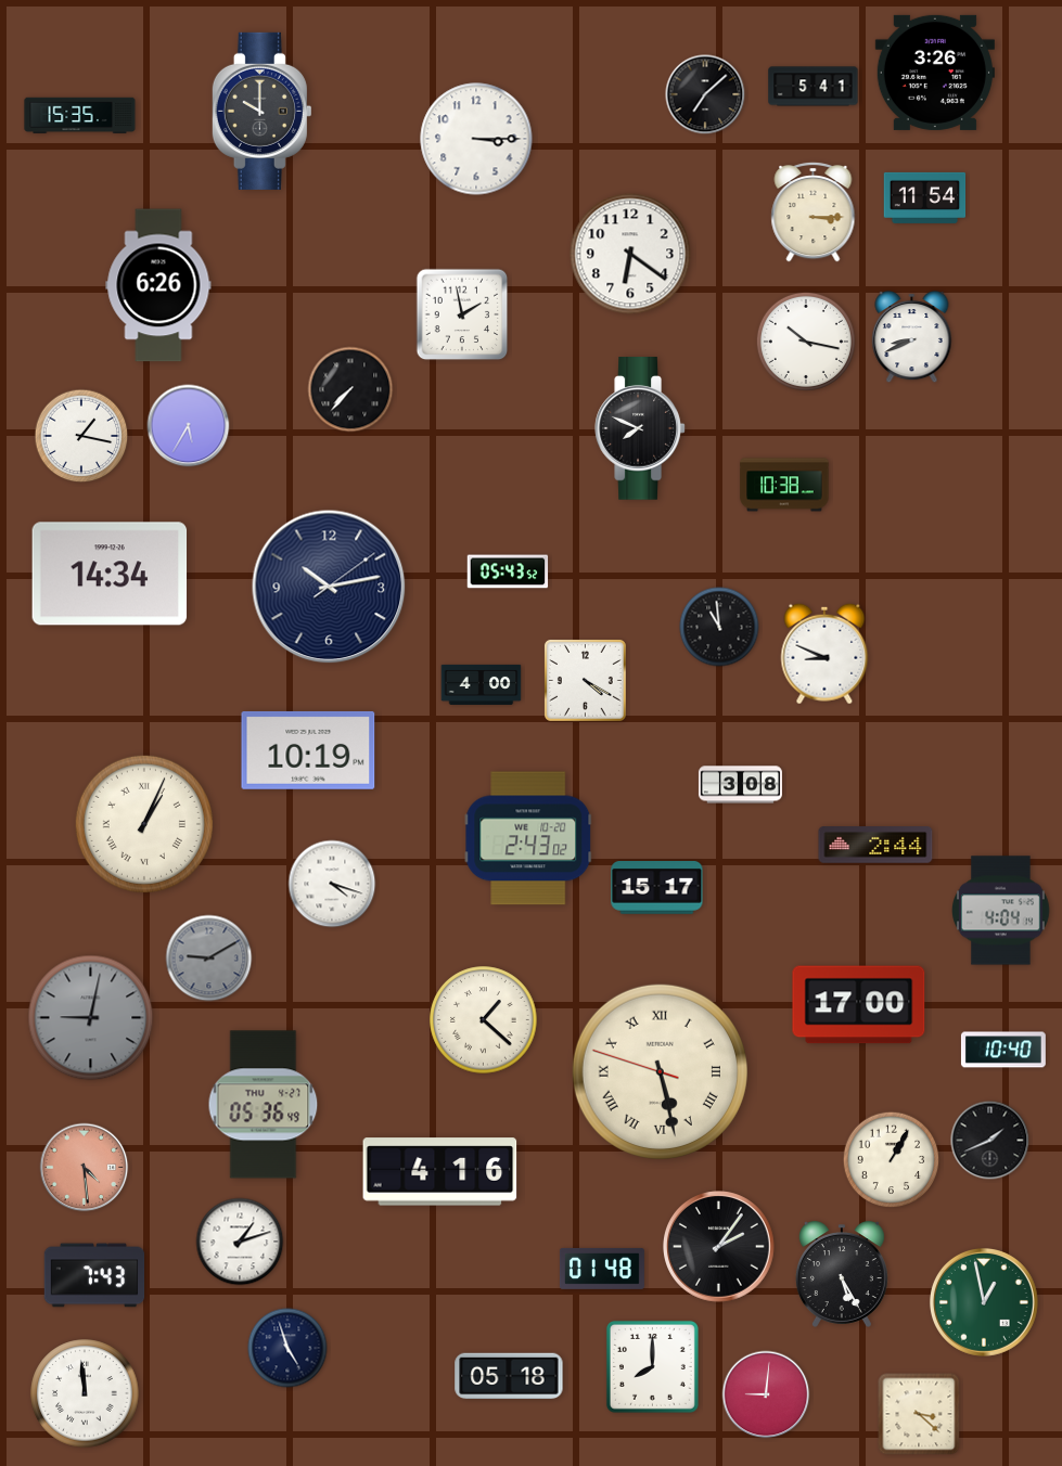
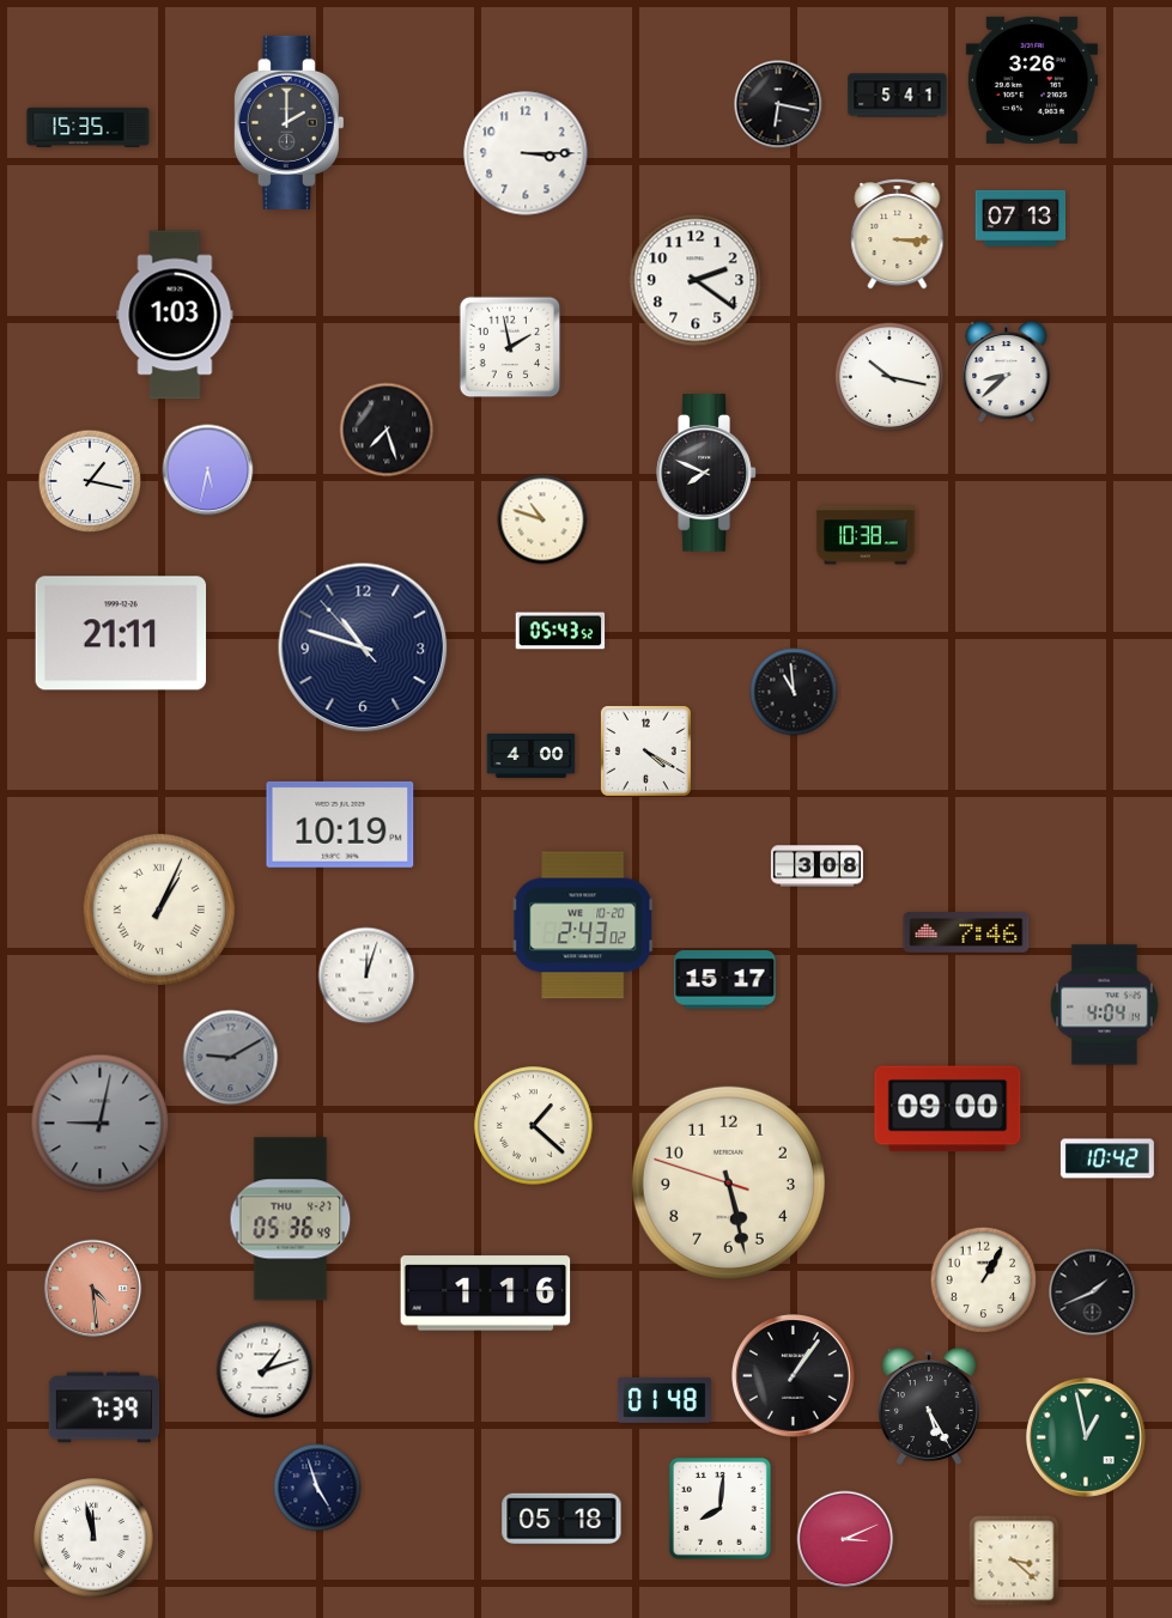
clock at (705, 94): 7:08 -> 6:17
clock at (261, 111): 10:00 -> 2:00
clock at (925, 197): 11:54 -> 07:13
clock at (630, 254): 6:21 -> 2:21
clock at (158, 285): 6:26 -> 1:03
clock at (912, 337): 8:41 -> 8:38
clock at (350, 389): 7:37 -> 7:27
clock at (189, 426): 5:35 -> 5:32
clock at (542, 519): none -> 10:48
clock at (110, 574): 14:34 -> 21:11
clock at (329, 587): 10:13 -> 10:47
clock at (824, 654): 8:49 -> none
clock at (308, 750) position: (308, 750) -> (340, 825)
clock at (875, 845): 2:44 -> 7:46
clock at (332, 884): 4:18 -> 12:03
clock at (859, 1005): 17:00 -> 09:00
clock at (1003, 1050): 10:40 -> 10:42
clock at (660, 1071) numerals: Roman -> Arabic
clock at (990, 1141) position: (990, 1141) -> (1093, 1292)
clock at (440, 1172): 4:16 -> 1:16
clock at (719, 1247): 2:06 -> 1:06
clock at (94, 1275): 7:43 -> 7:39
clock at (652, 1366): 8:00 -> 8:01
clock at (85, 1393): 11:59 -> 11:58
clock at (766, 1394): 9:01 -> 3:11
